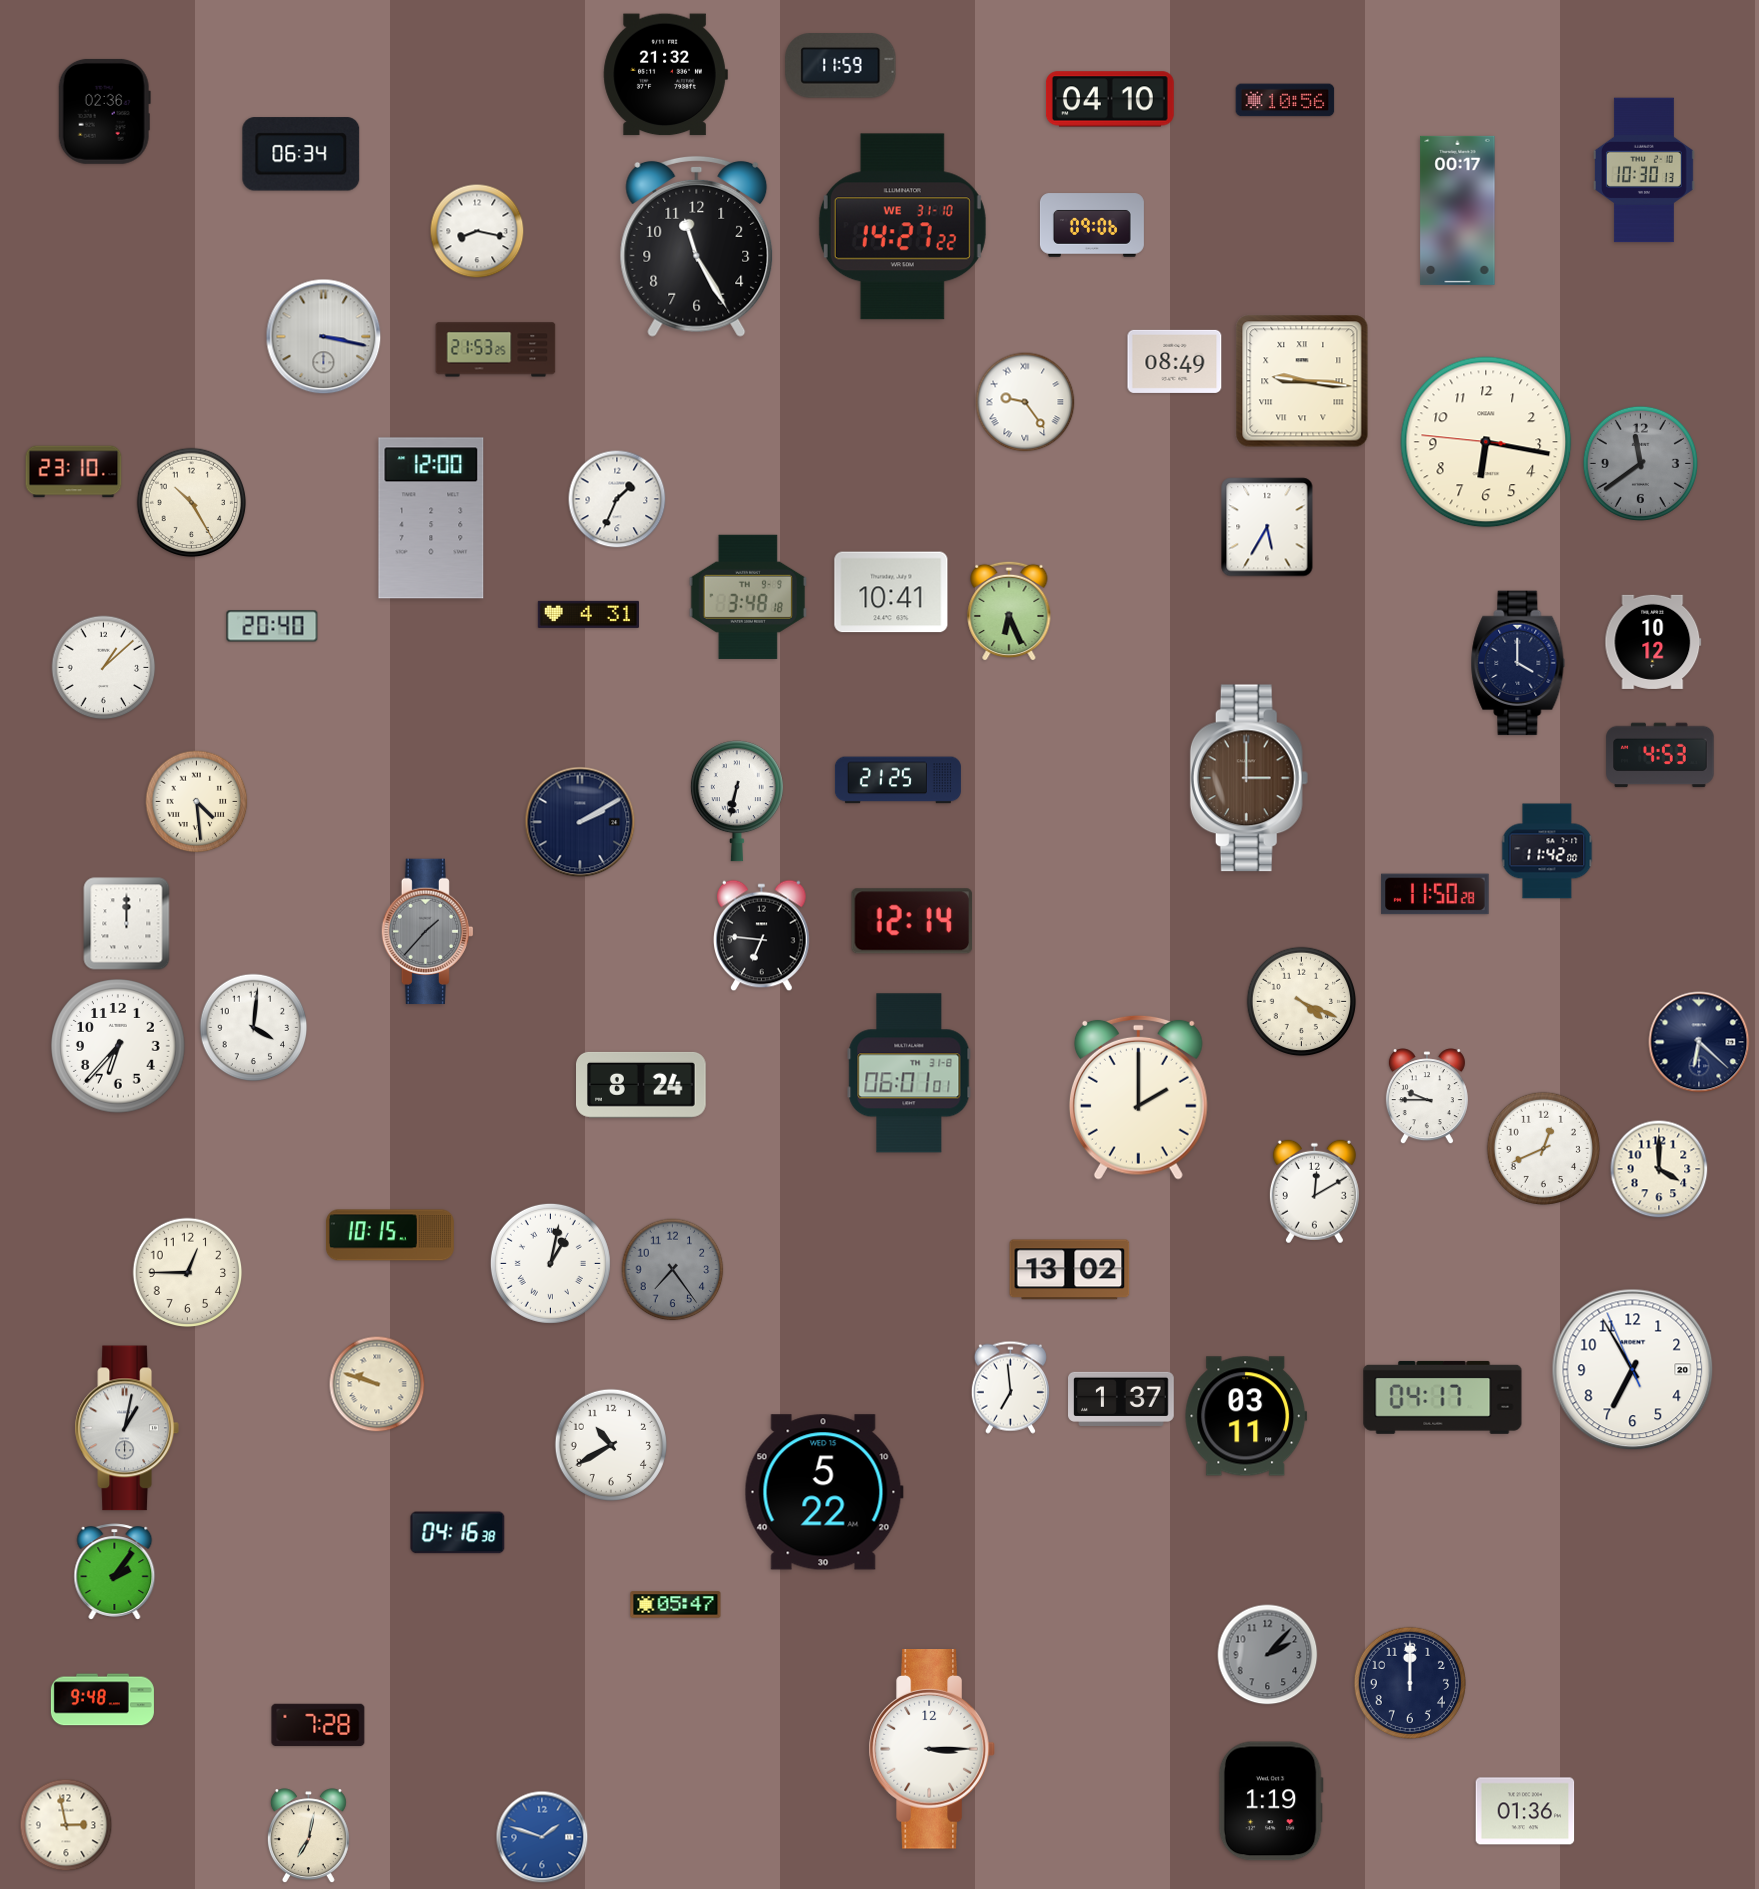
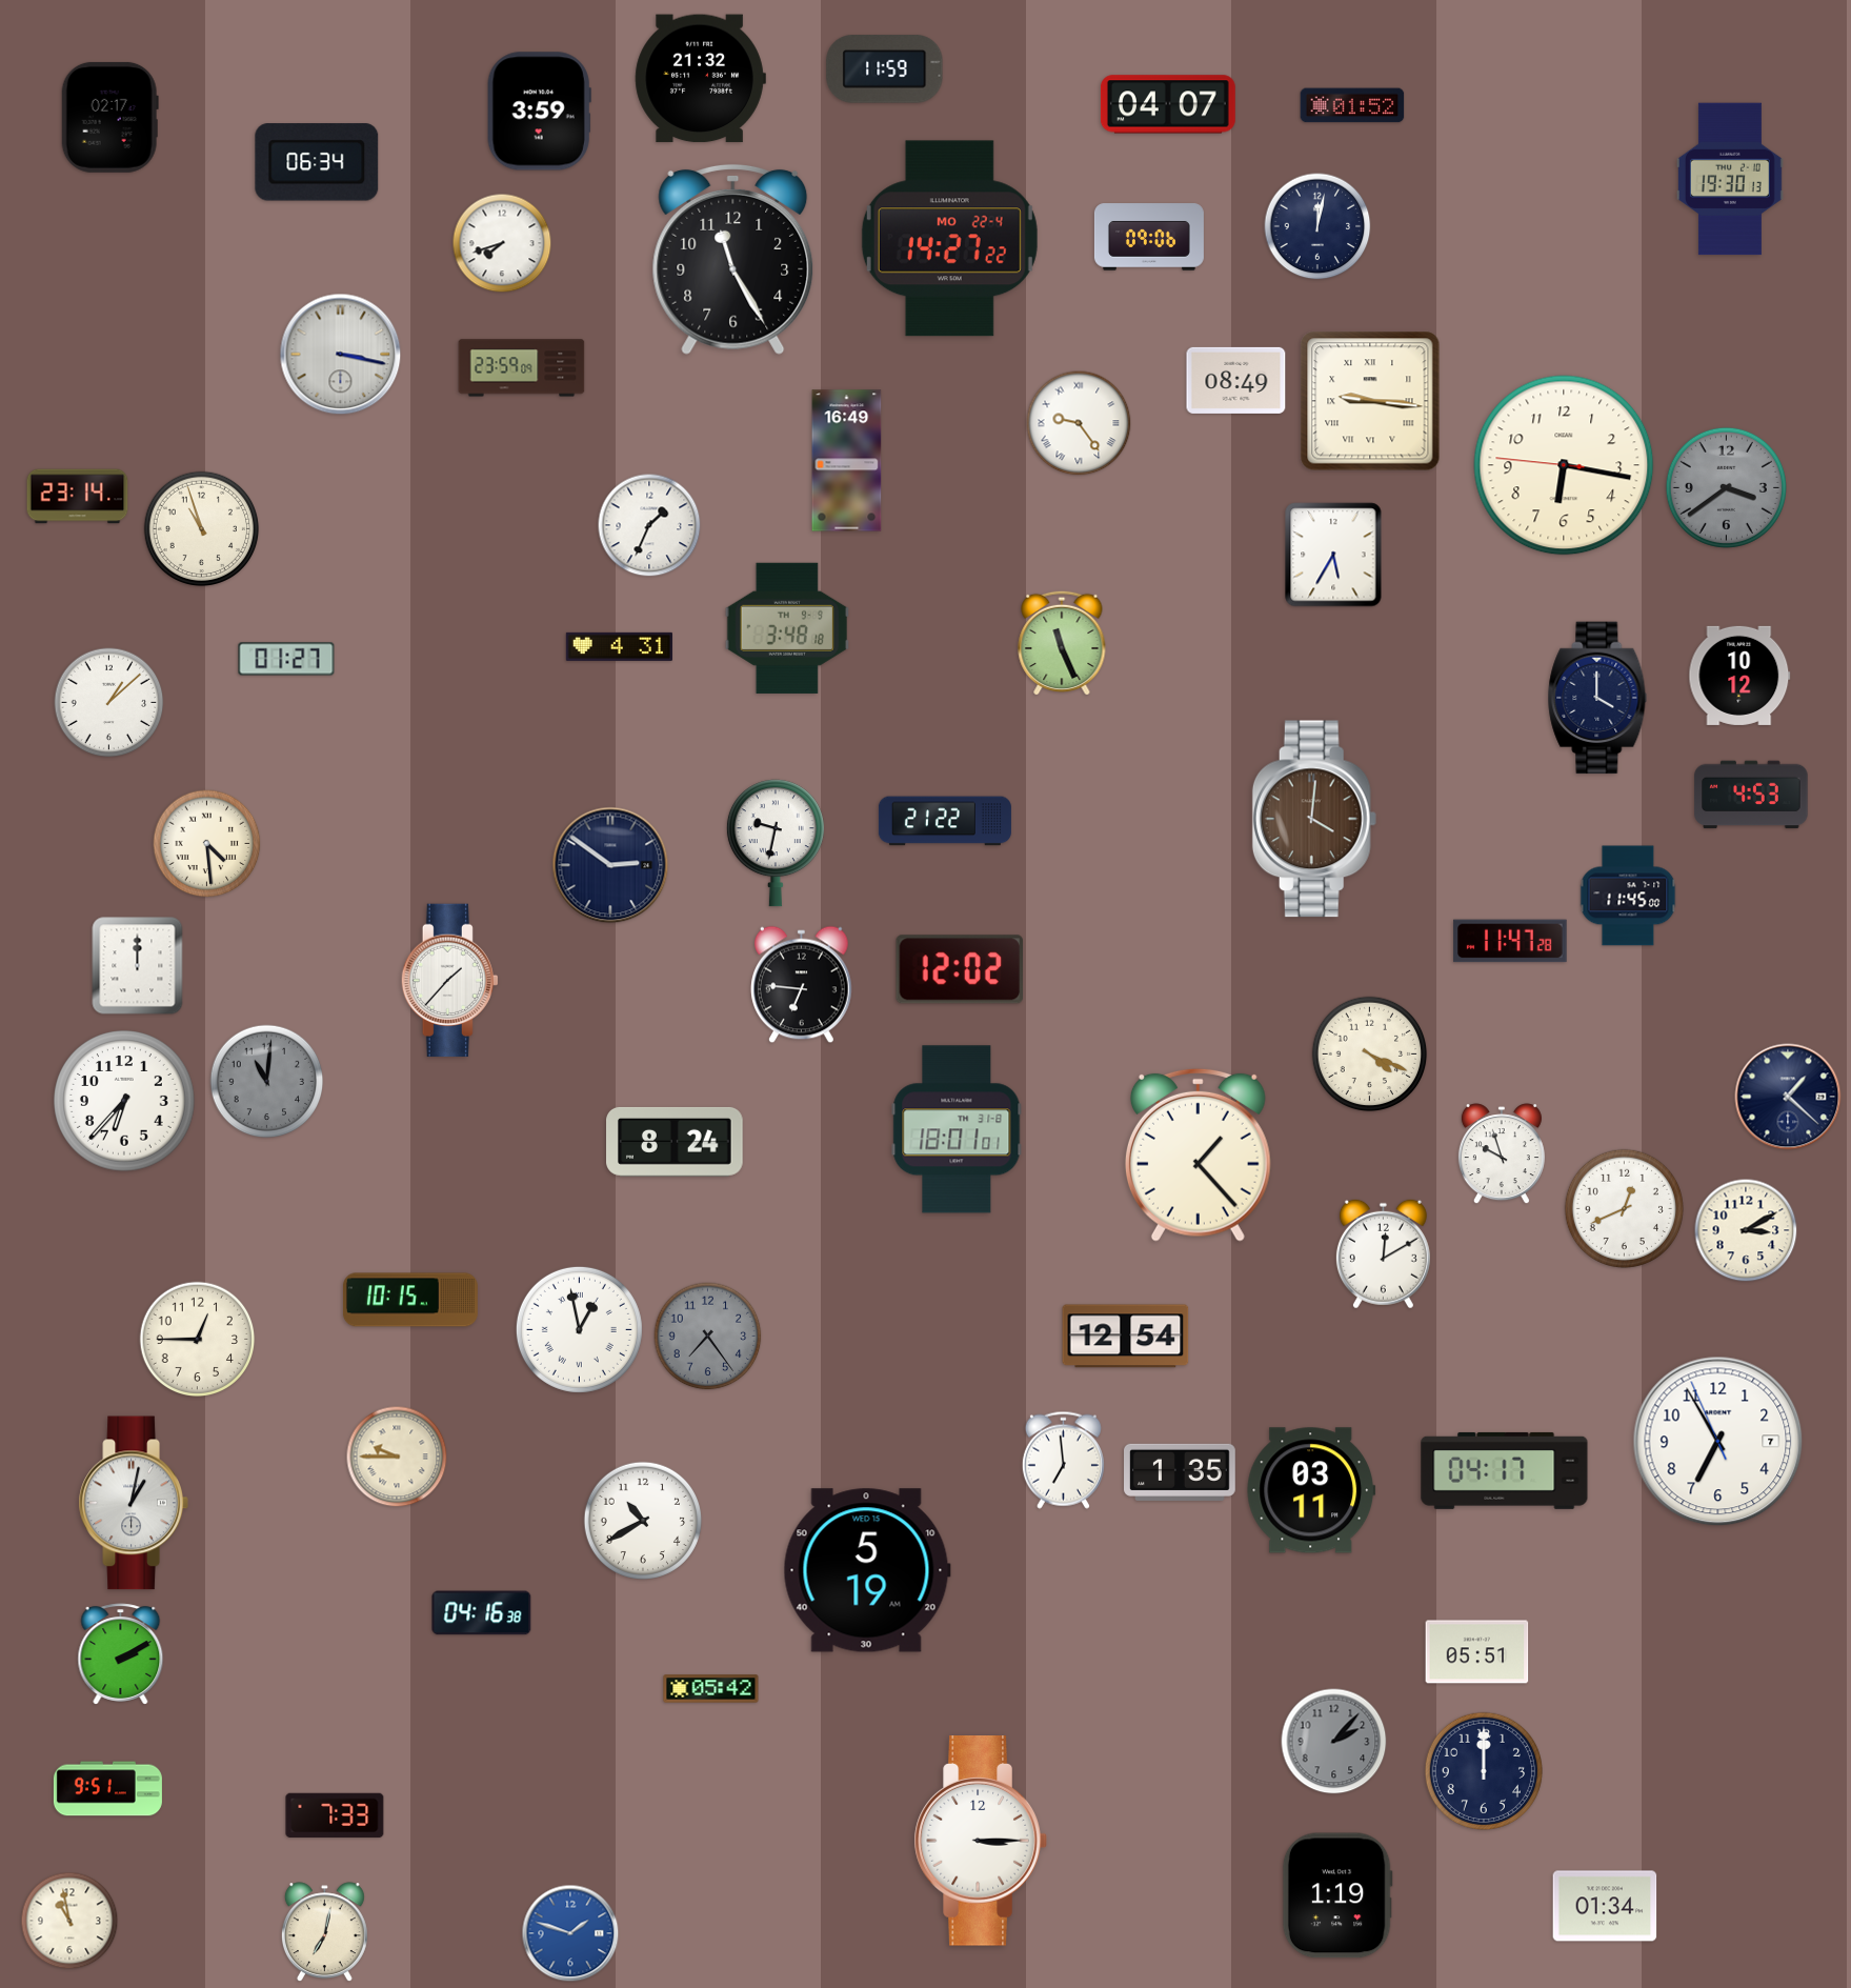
clock at (1110, 99): 04:10 -> 04:07
clock at (1285, 100): 10:56 -> 01:52
clock at (539, 112): none -> 3:59
clock at (104, 111): 02:36 -> 02:17
clock at (1644, 170): 10:30 -> 19:30
clock at (1458, 210): 00:17 -> none
clock at (1317, 226): none -> 12:02
clock at (902, 227) date: WE 31-10 -> MO 22-4
clock at (477, 231): 8:17 -> 7:42
clock at (496, 350): 21:53 -> 23:59
clock at (847, 461): none -> 16:49
clock at (1640, 463): 11:39 -> 3:39
clock at (74, 472): 23:10 -> 23:14
clock at (192, 503): 10:25 -> 10:57
clock at (431, 518): 12:00 -> none
clock at (891, 592): 10:41 -> none
clock at (1009, 611): 6:26 -> 11:26
clock at (272, 626): 20:40 -> 01:27
clock at (1660, 755) position: (1660, 755) -> (1751, 795)
clock at (1249, 778): 3:00 -> 4:01
clock at (898, 780): 21:25 -> 21:22
clock at (737, 801): 6:32 -> 9:32
clock at (580, 822): 2:10 -> 2:51
clock at (1547, 851): 11:42 -> 11:45
clock at (1435, 894): 11:50 -> 11:47
clock at (911, 921): 12:14 -> 12:02
clock at (127, 924) position: (127, 924) -> (138, 966)
clock at (427, 932) dial: grey -> white
clock at (254, 1028): 4:01 -> 11:01
clock at (254, 1028) dial: white -> grey
clock at (1699, 1042): 6:22 -> 1:22
clock at (909, 1073): 06:01 -> 18:01
clock at (1138, 1097): 2:00 -> 1:23
clock at (1427, 1097): 9:45 -> 9:57
clock at (1659, 1169): 4:00 -> 3:10
clock at (550, 1263): 1:02 -> 12:58
clock at (1070, 1270): 13:02 -> 12:54
clock at (1633, 1370) date: 20 -> 7
clock at (377, 1384): 9:48 -> 9:45
clock at (1443, 1397) position: (1443, 1397) -> (1505, 1470)
clock at (1122, 1399): 1:37 -> 1:35
clock at (824, 1492): 5:22 -> 5:19
clock at (1477, 1652): none -> 05:51
clock at (115, 1572): 2:06 -> 2:10
clock at (676, 1605): 05:47 -> 05:42
clock at (102, 1700): 9:48 -> 9:51
clock at (318, 1725): 7:28 -> 7:33
clock at (1525, 1811): 01:36 -> 01:34
clock at (66, 1825): 2:58 -> 10:58
